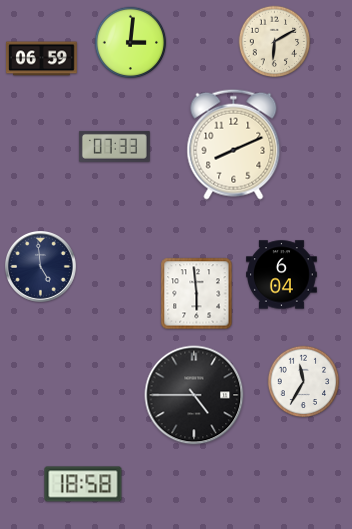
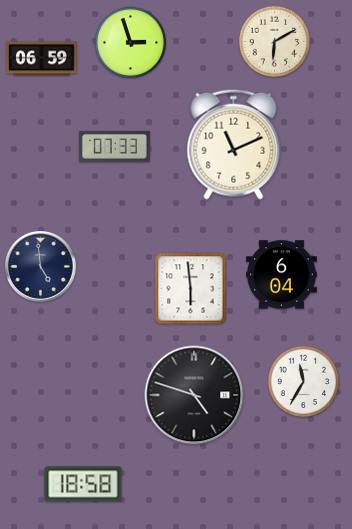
clock at (131, 43): 3:01 -> 2:57
clock at (234, 144): 8:11 -> 11:11
clock at (197, 294) position: (197, 294) -> (191, 289)
clock at (194, 395): 4:45 -> 4:48
